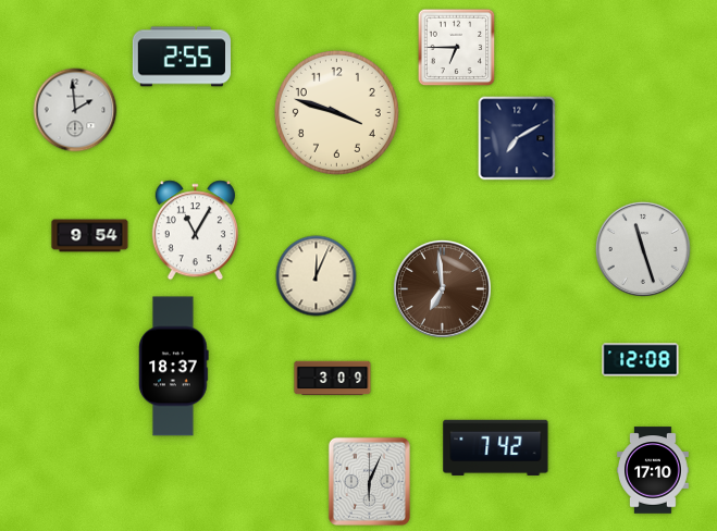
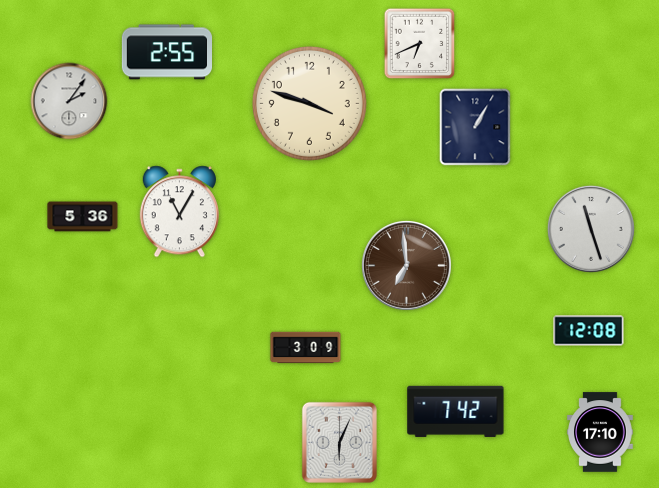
clock at (457, 48): 6:45 -> 6:41
clock at (75, 110): 1:59 -> 2:06
clock at (517, 138): 7:10 -> 1:05
clock at (90, 236): 9:54 -> 5:36
clock at (317, 276): 12:04 -> none
clock at (174, 367): 18:37 -> none
